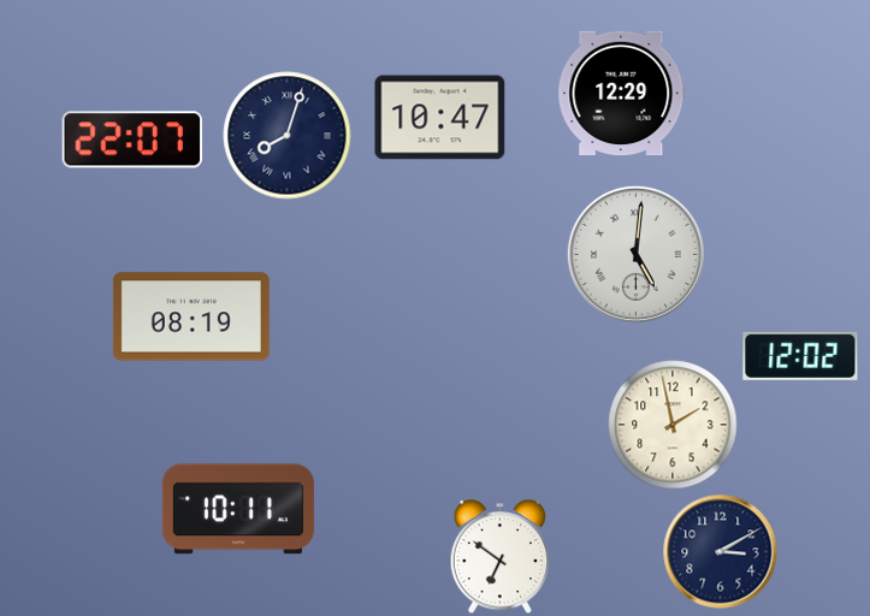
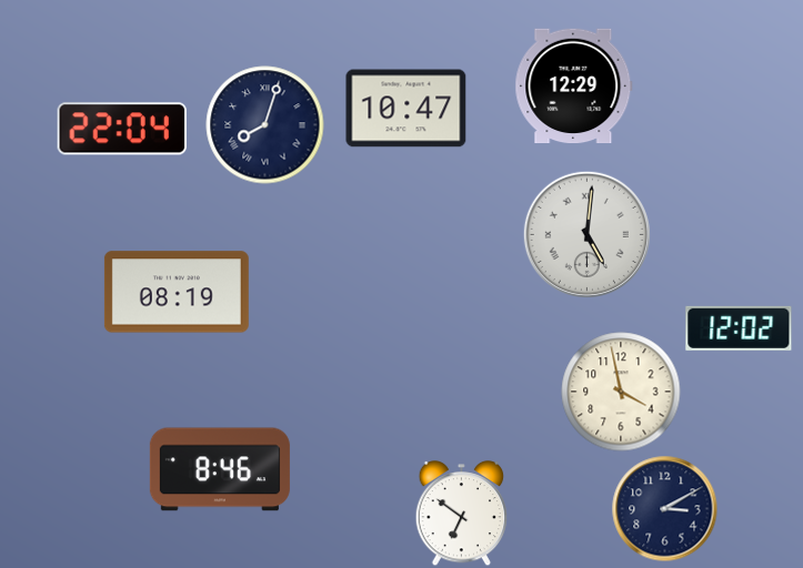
clock at (131, 140): 22:07 -> 22:04
clock at (673, 425): 1:58 -> 3:58
clock at (238, 509): 10:11 -> 8:46
